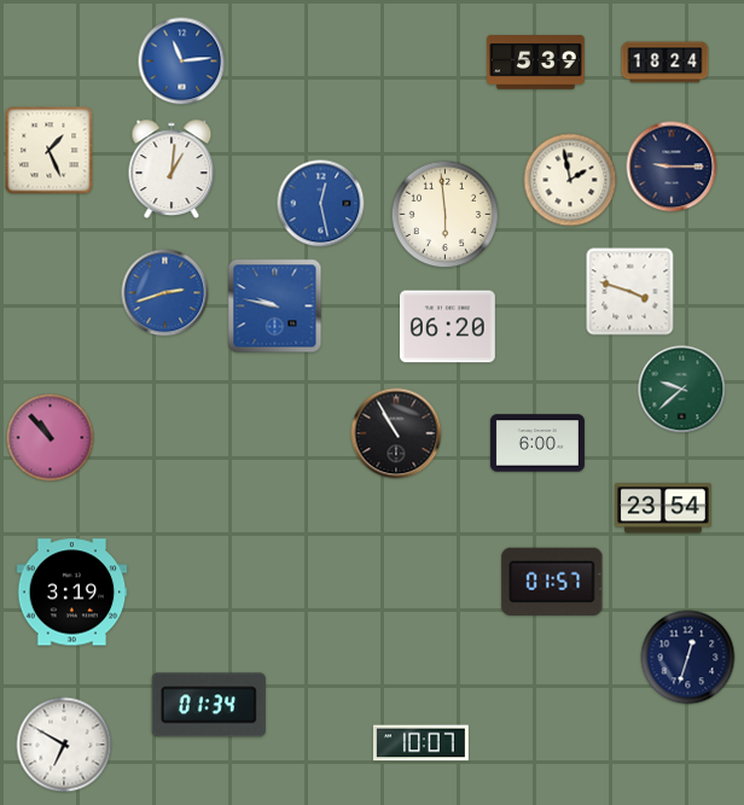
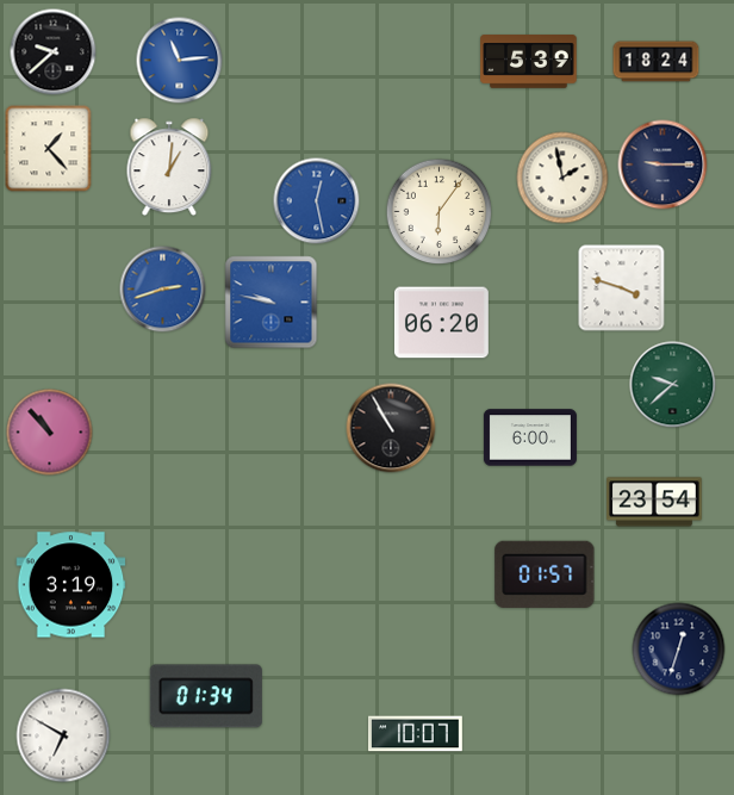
clock at (54, 52): none -> 9:38
clock at (50, 151): 1:26 -> 1:23
clock at (446, 215): 5:59 -> 6:06
